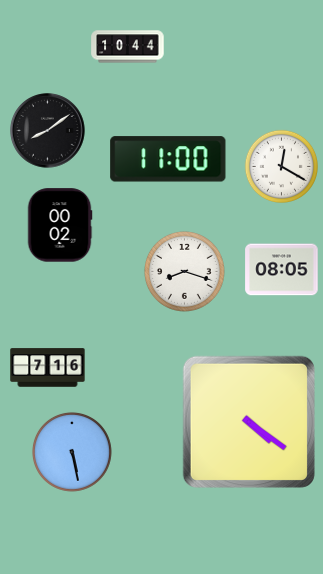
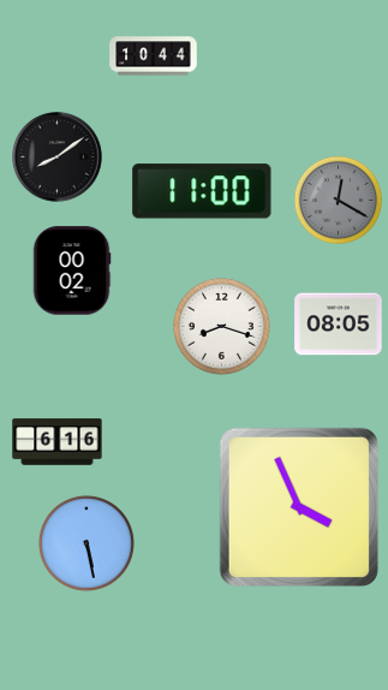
clock at (281, 166) dial: white -> grey
clock at (48, 368): 7:16 -> 6:16
clock at (249, 422): 4:21 -> 3:56
